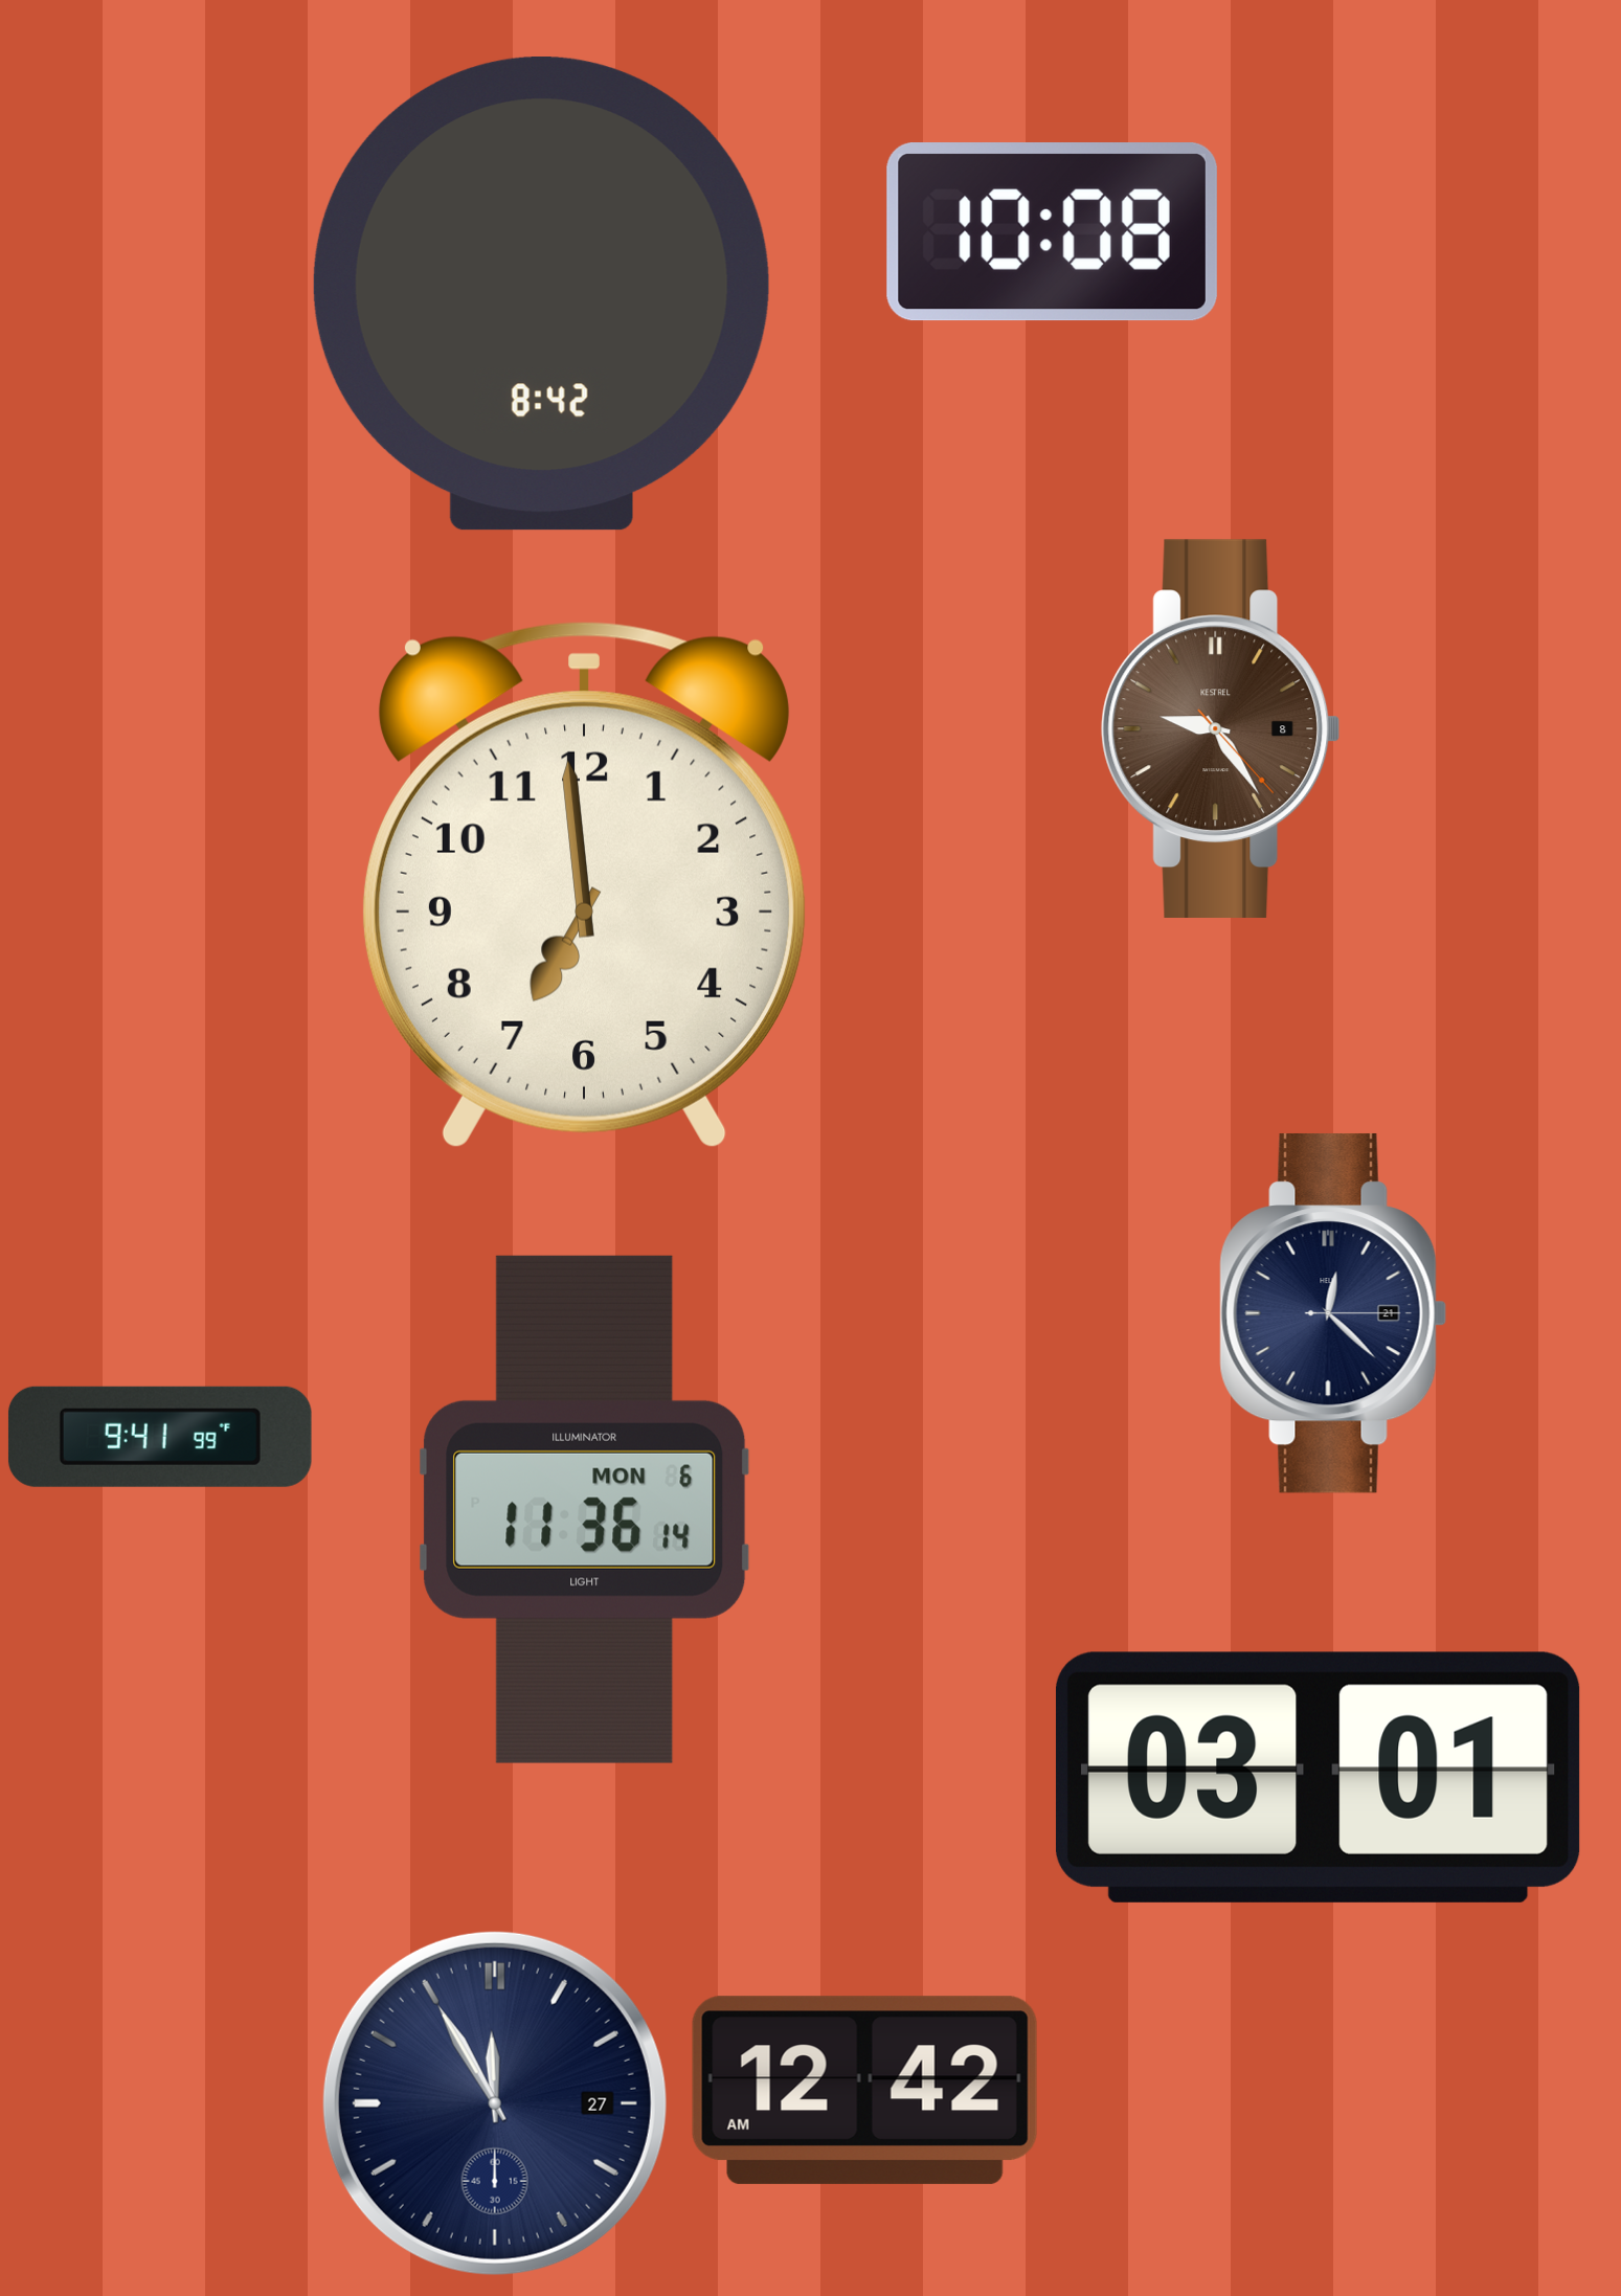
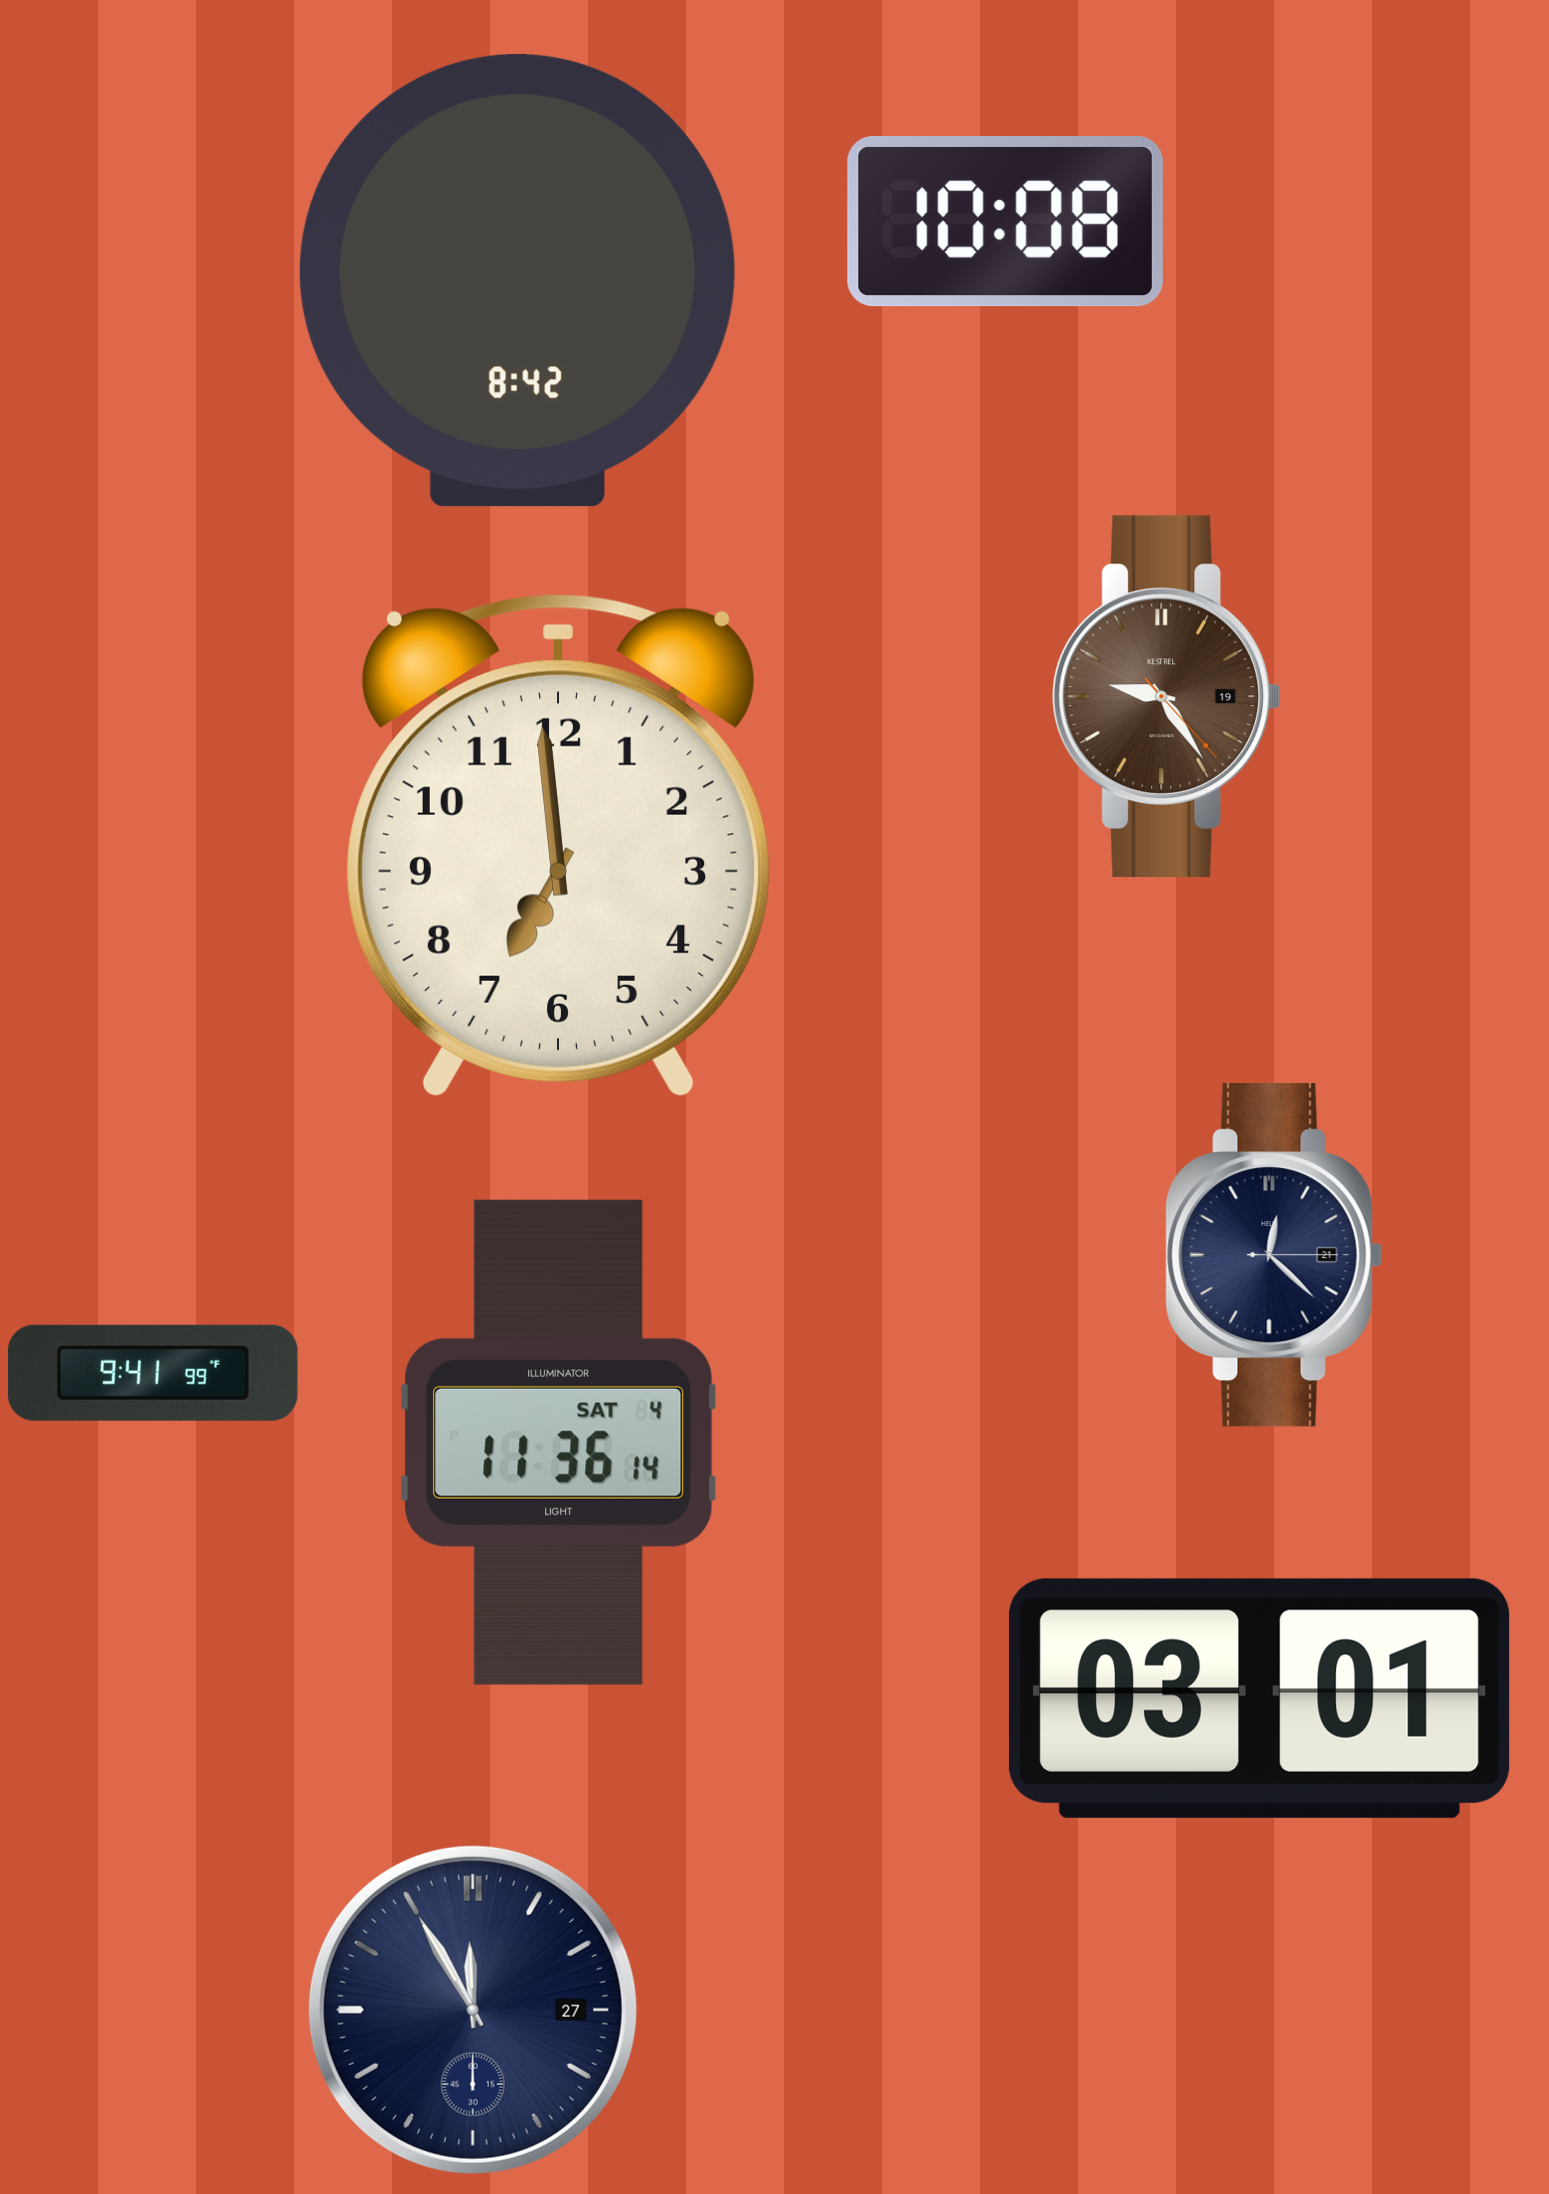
clock at (1221, 728) date: 8 -> 19
clock at (585, 1509) date: MON 6 -> SAT 4
clock at (864, 2090): 12:42 -> none
